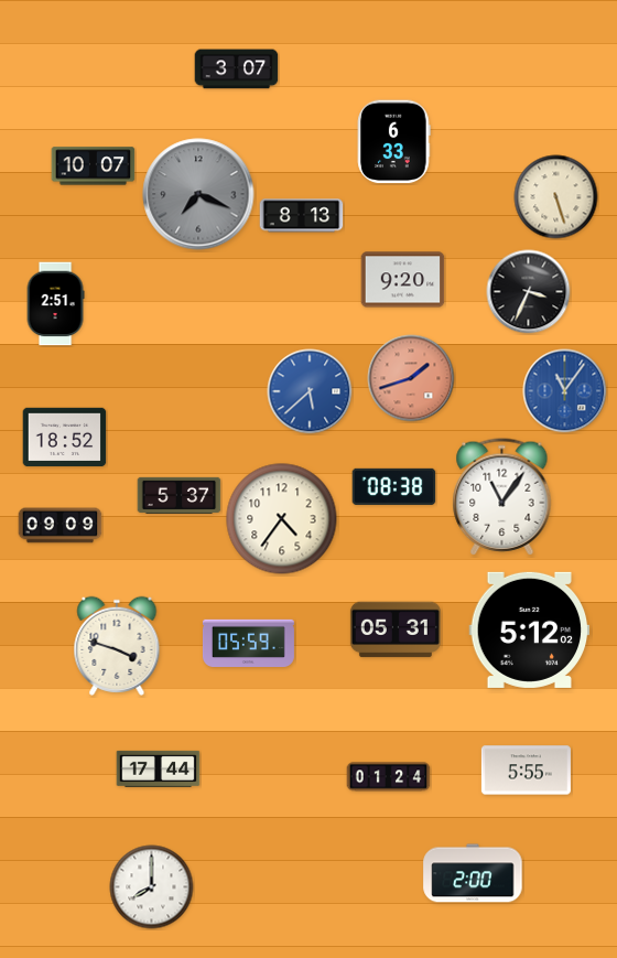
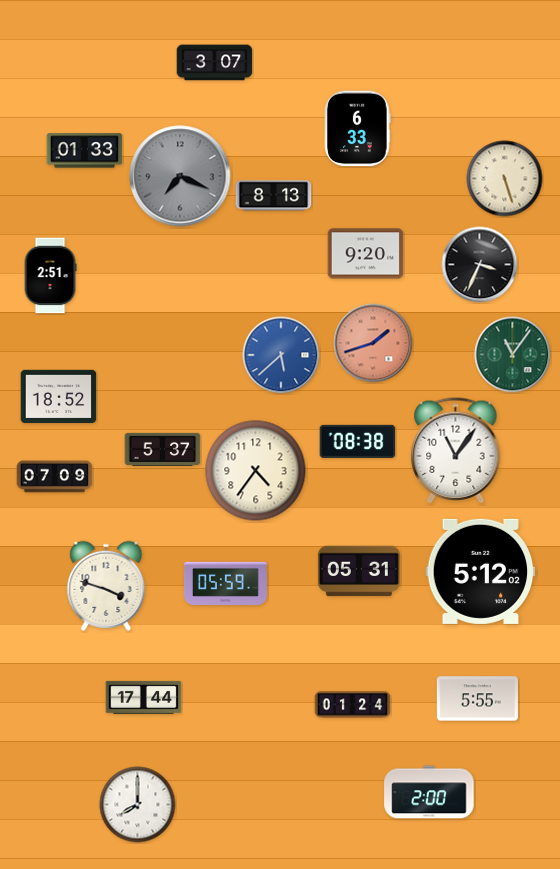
clock at (94, 166): 10:07 -> 01:33
clock at (565, 391) dial: blue -> green
clock at (61, 526): 09:09 -> 07:09
